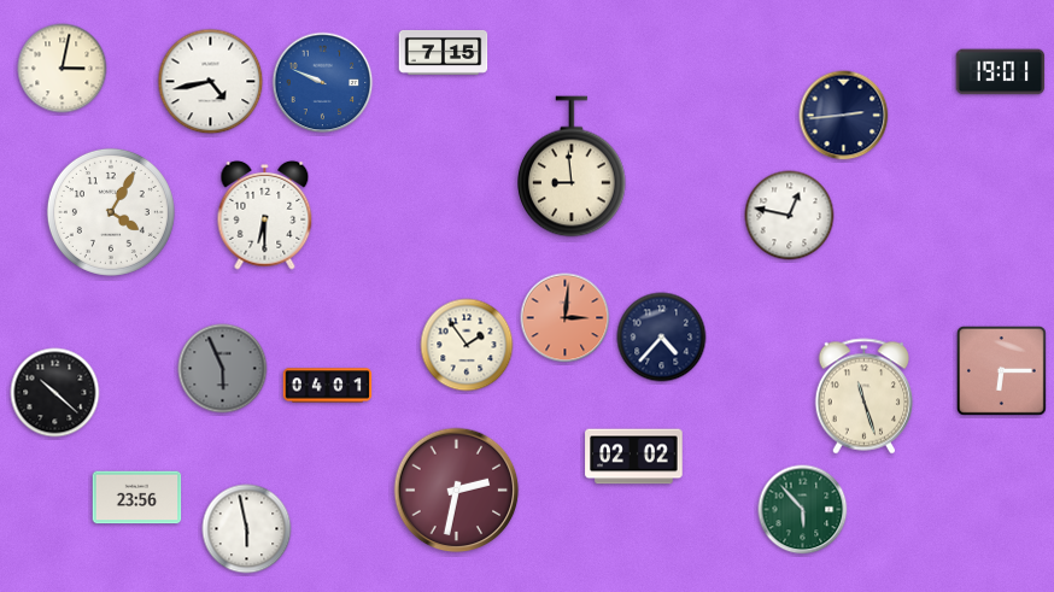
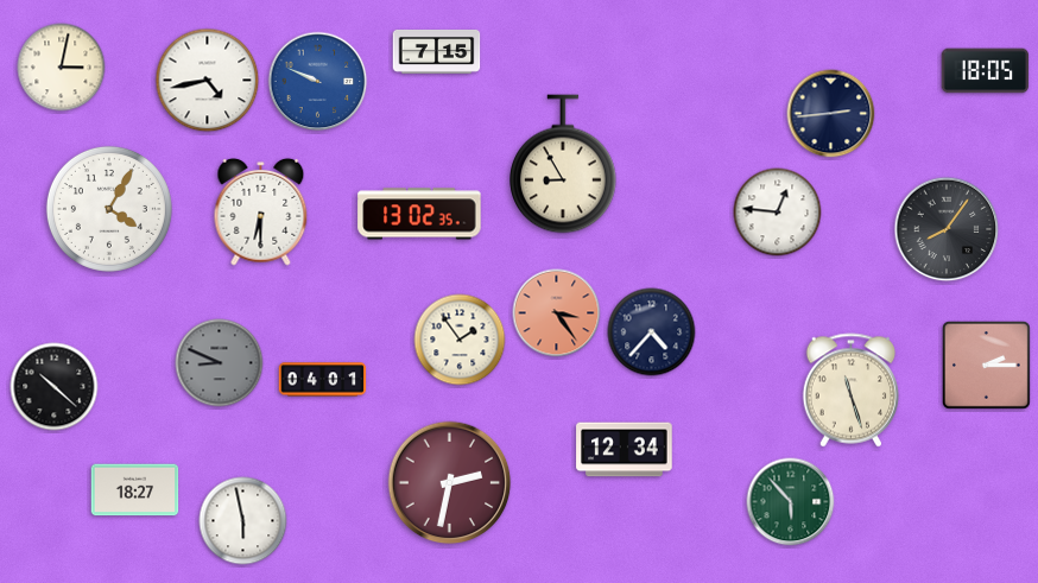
clock at (1001, 72): 19:01 -> 18:05
clock at (573, 166): 8:59 -> 8:55
clock at (790, 216): 12:47 -> 12:46
clock at (419, 214): none -> 13:02
clock at (947, 229): none -> 8:06
clock at (566, 318): 3:01 -> 3:24
clock at (223, 369): 5:56 -> 8:49
clock at (1001, 370): 6:15 -> 2:15
clock at (634, 457): 02:02 -> 12:34
clock at (137, 498): 23:56 -> 18:27
